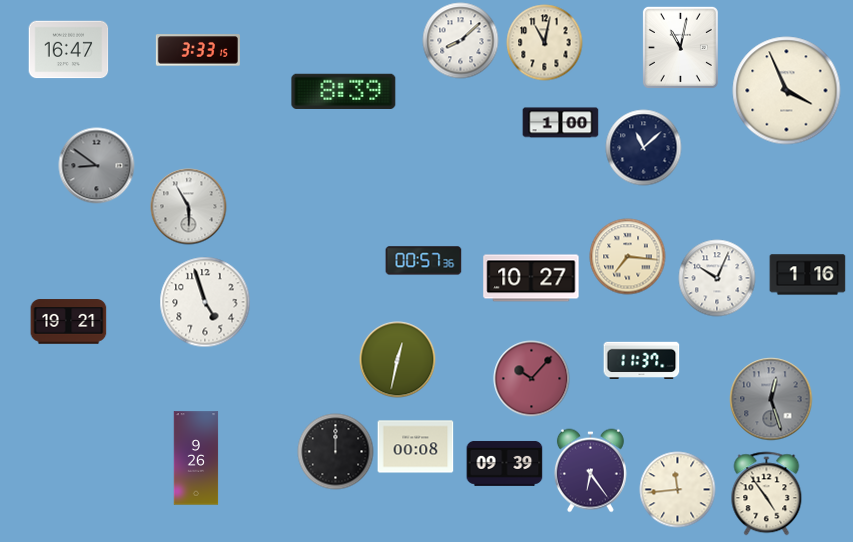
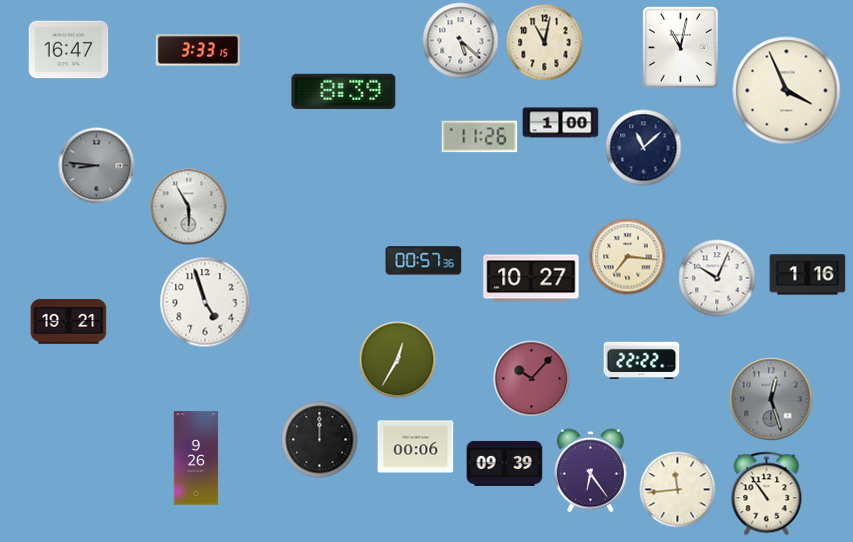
clock at (461, 41): 8:08 -> 5:22
clock at (480, 137): none -> 11:26
clock at (97, 166): 8:51 -> 8:46
clock at (398, 360): 12:32 -> 12:35
clock at (642, 360): 11:37 -> 22:22
clock at (416, 447): 00:08 -> 00:06
clock at (336, 452) position: (336, 452) -> (320, 440)
clock at (767, 494): 4:54 -> 10:54
